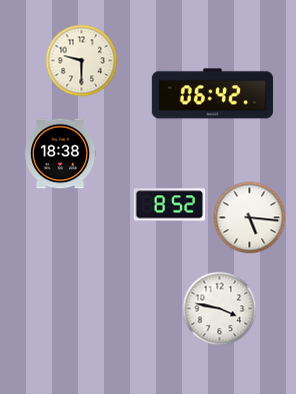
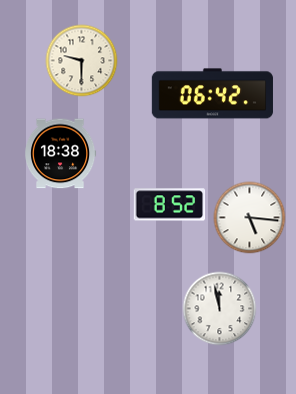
clock at (220, 309): 3:47 -> 11:58
